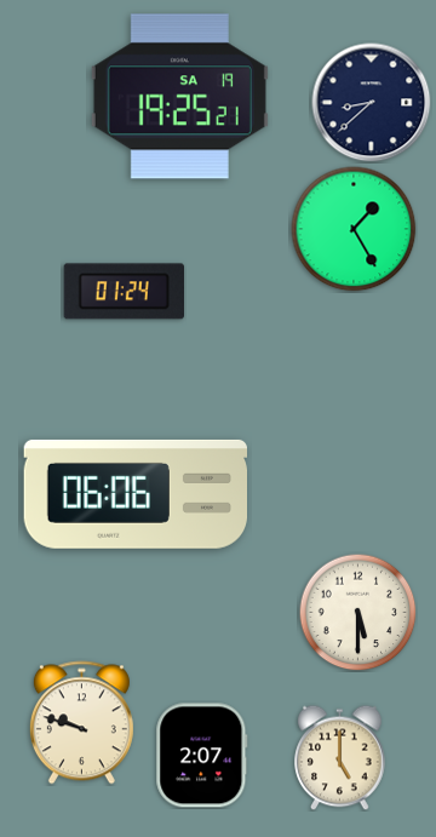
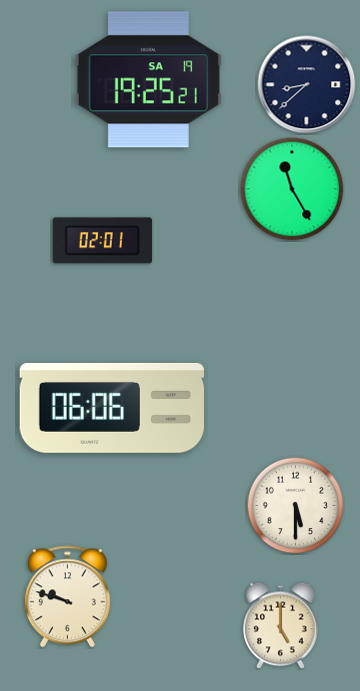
clock at (354, 229): 1:25 -> 11:25
clock at (124, 292): 01:24 -> 02:01
clock at (202, 756): 2:07 -> none
